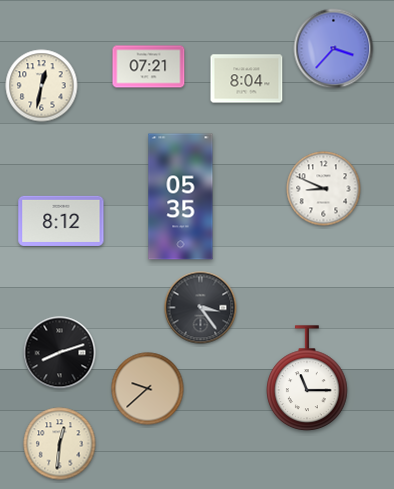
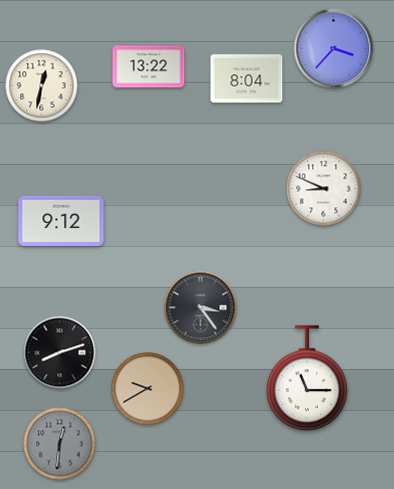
clock at (149, 67): 07:21 -> 13:22
clock at (181, 197): 05:35 -> none
clock at (61, 221): 8:12 -> 9:12
clock at (148, 389): 9:38 -> 9:40
clock at (60, 444) dial: cream -> grey
